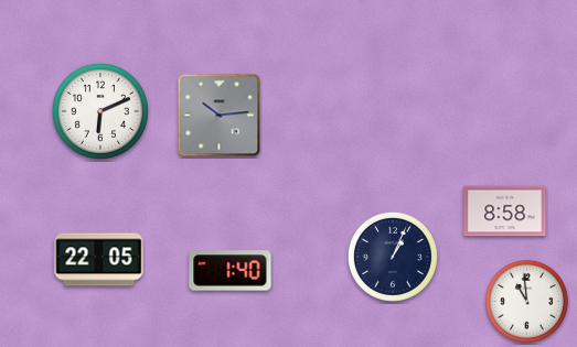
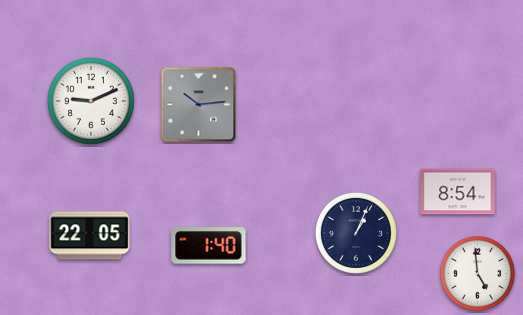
clock at (100, 111): 6:11 -> 9:11
clock at (505, 212): 8:58 -> 8:54
clock at (526, 301): 10:59 -> 4:59
